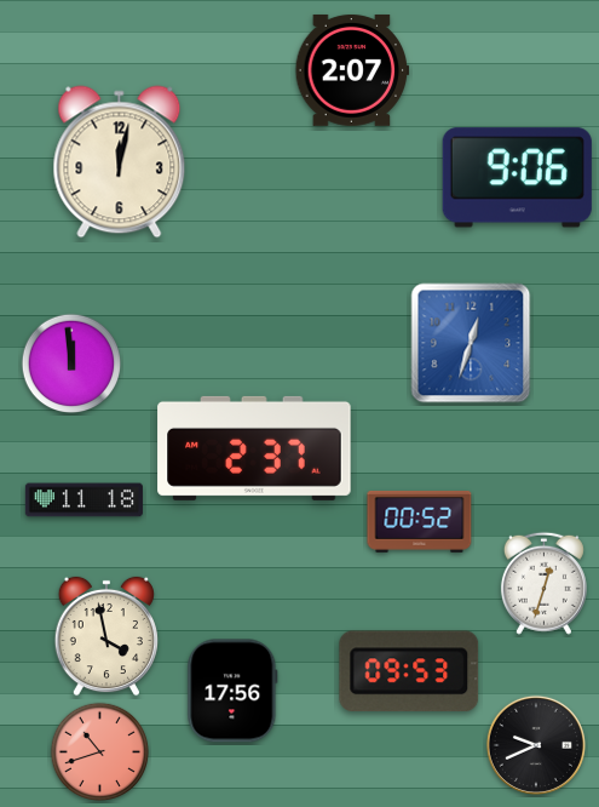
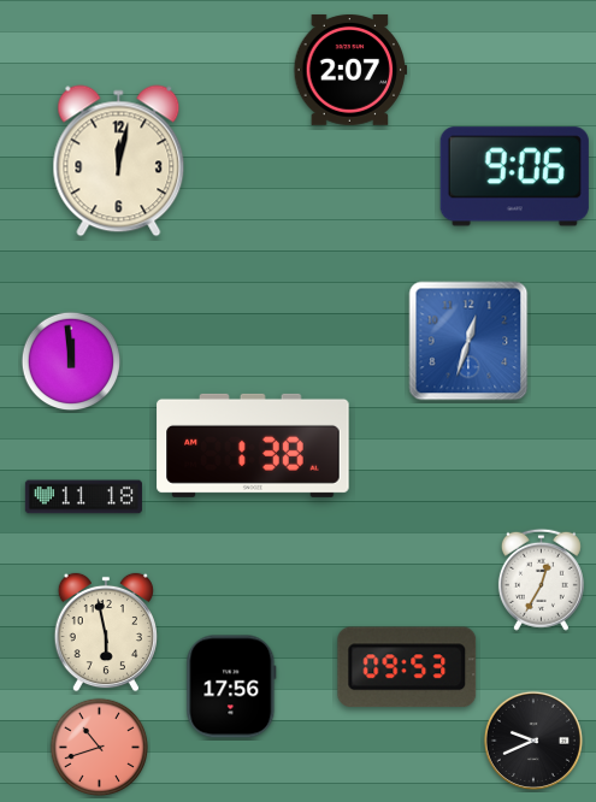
clock at (254, 448): 2:37 -> 1:38
clock at (420, 521): 00:52 -> none
clock at (543, 583): 12:33 -> 12:35
clock at (106, 636): 3:58 -> 5:58
